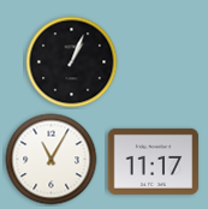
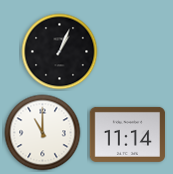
clock at (52, 160): 11:05 -> 11:00
clock at (154, 161): 11:17 -> 11:14
